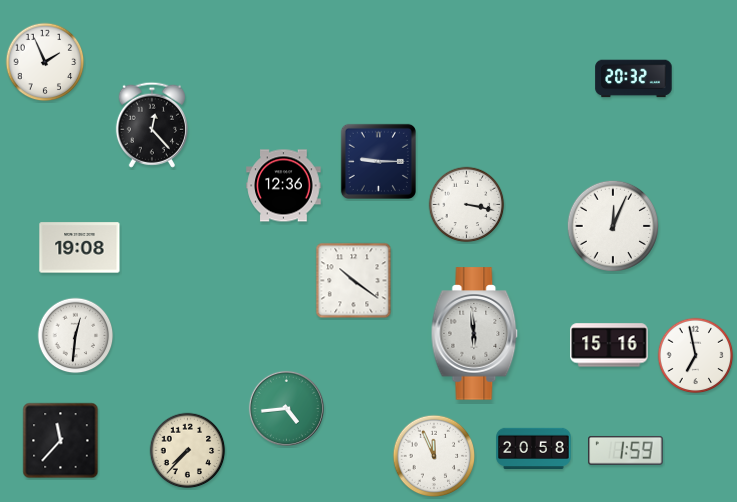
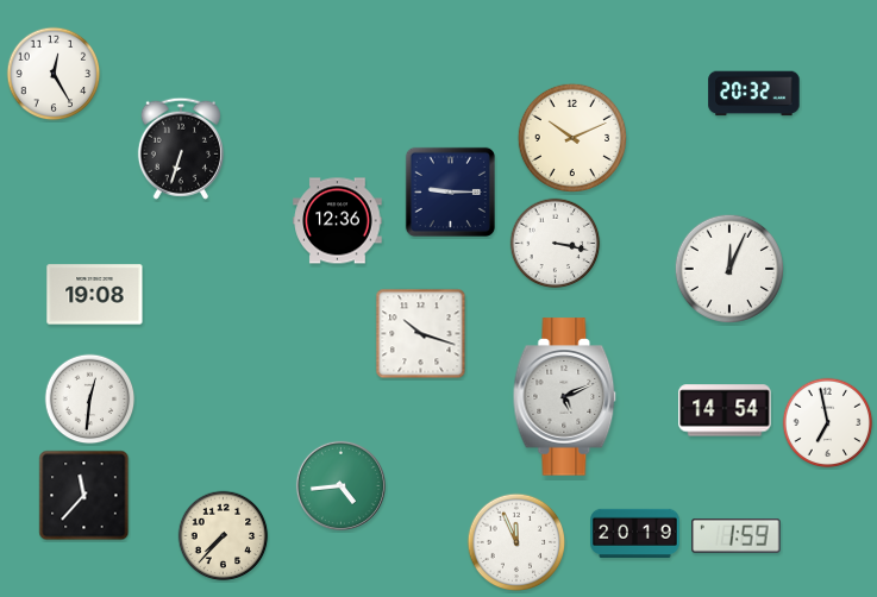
clock at (45, 62): 1:56 -> 12:25
clock at (571, 137): none -> 10:11
clock at (152, 125): 12:23 -> 6:33
clock at (354, 281): 10:21 -> 10:18
clock at (475, 334): 5:59 -> 5:11
clock at (609, 345): 15:16 -> 14:54
clock at (61, 441) position: (61, 441) -> (84, 496)
clock at (534, 448): 20:58 -> 20:19
clock at (626, 450) position: (626, 450) -> (737, 535)
